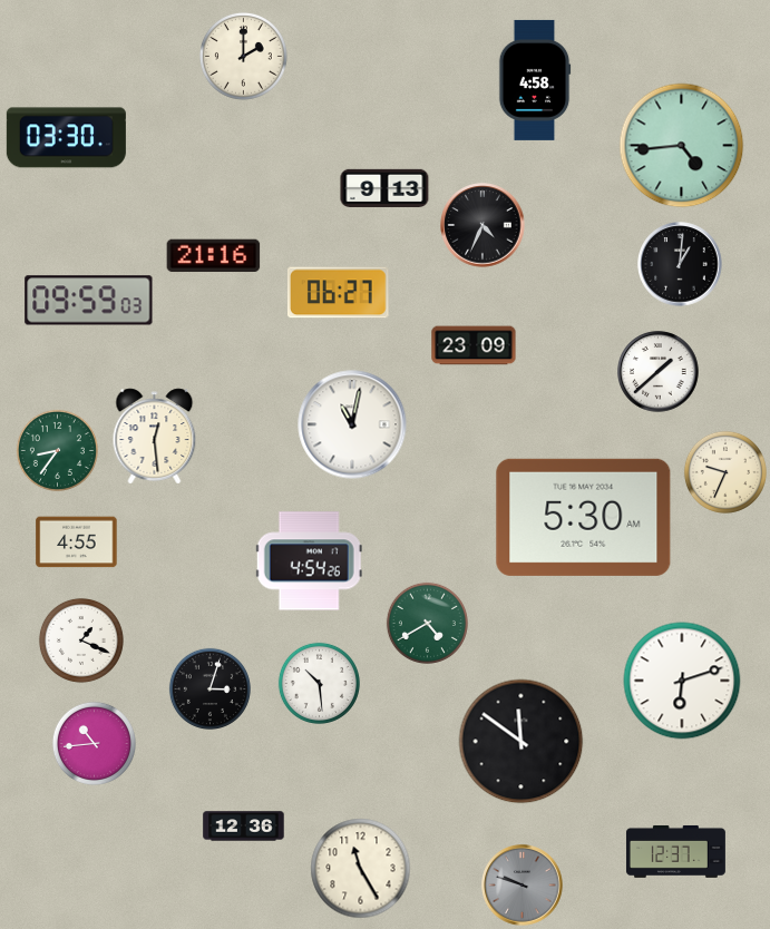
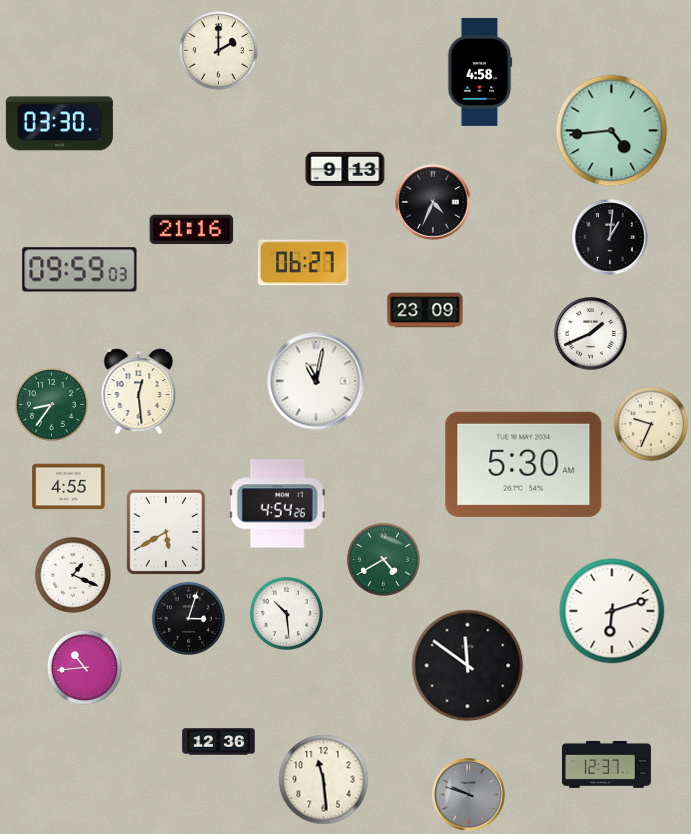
clock at (659, 372): 1:38 -> 1:41
clock at (166, 532): none -> 5:40
clock at (361, 869): 11:25 -> 11:29
